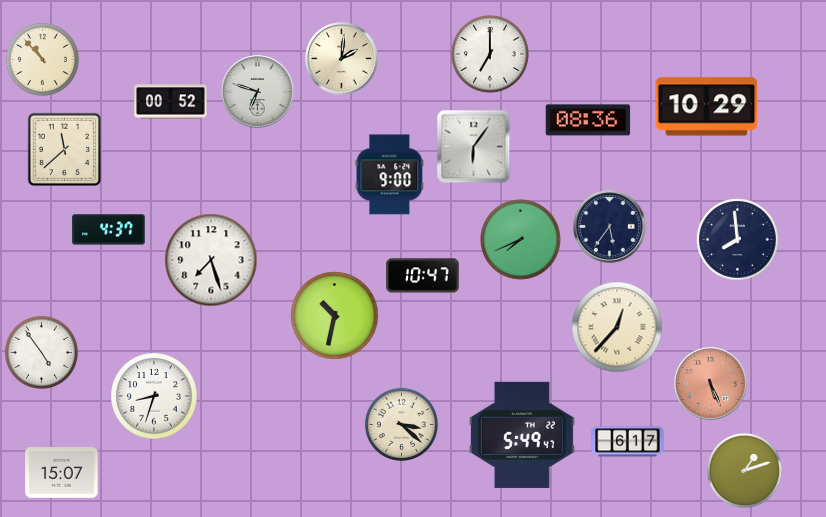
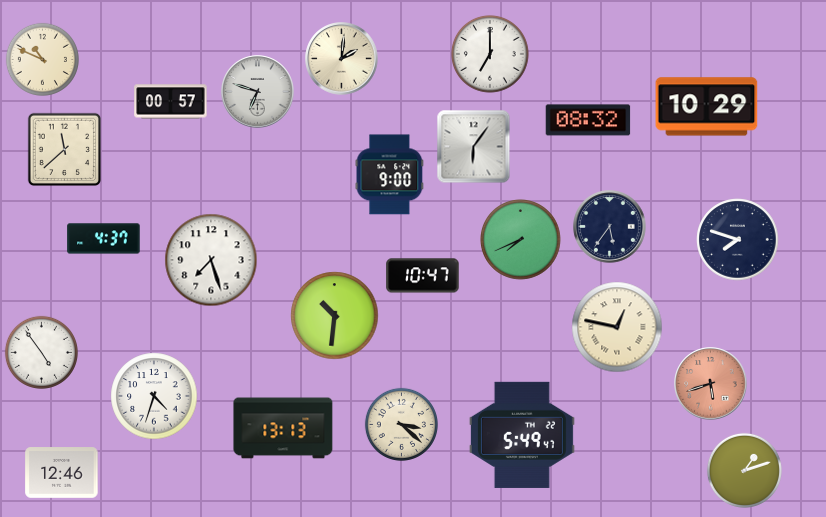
clock at (42, 59): 10:53 -> 10:49
clock at (171, 102): 00:52 -> 00:57
clock at (588, 120): 08:36 -> 08:32
clock at (109, 230) position: (109, 230) -> (104, 239)
clock at (738, 240): 7:59 -> 7:48
clock at (335, 316): 10:32 -> 10:31
clock at (617, 327): 12:37 -> 12:47
clock at (711, 384): 5:26 -> 5:42
clock at (154, 396): 8:33 -> 4:33
clock at (283, 428): none -> 13:13
clock at (628, 442): 6:17 -> none
clock at (62, 473): 15:07 -> 12:46
